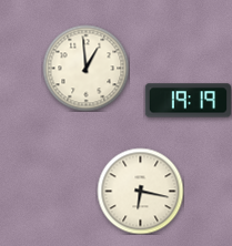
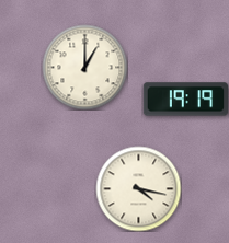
clock at (85, 68): 12:59 -> 1:00
clock at (140, 191): 6:17 -> 4:17
